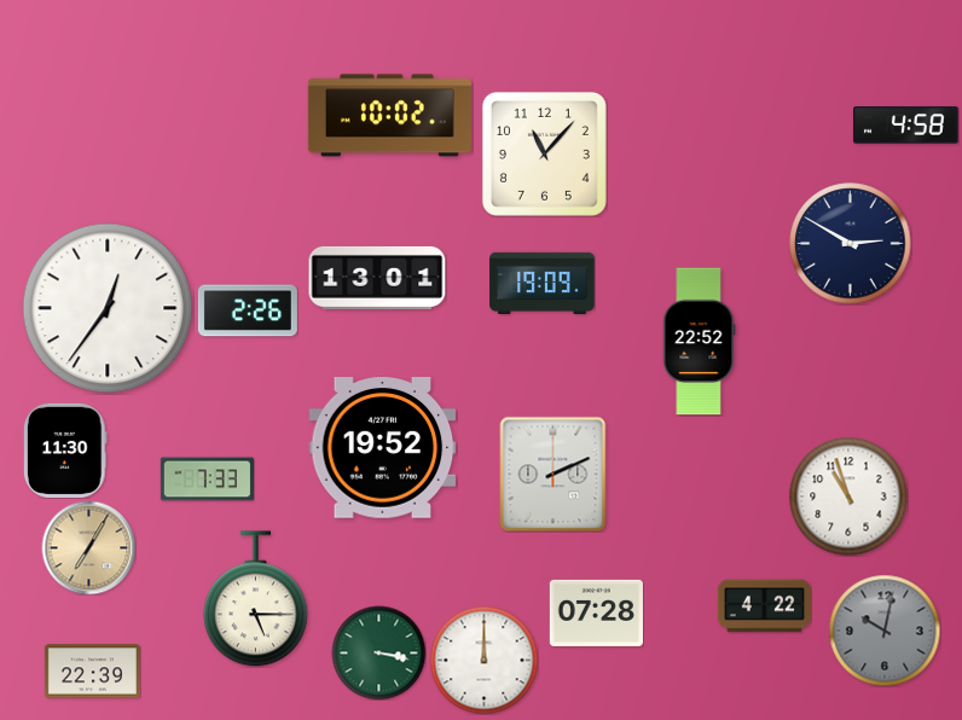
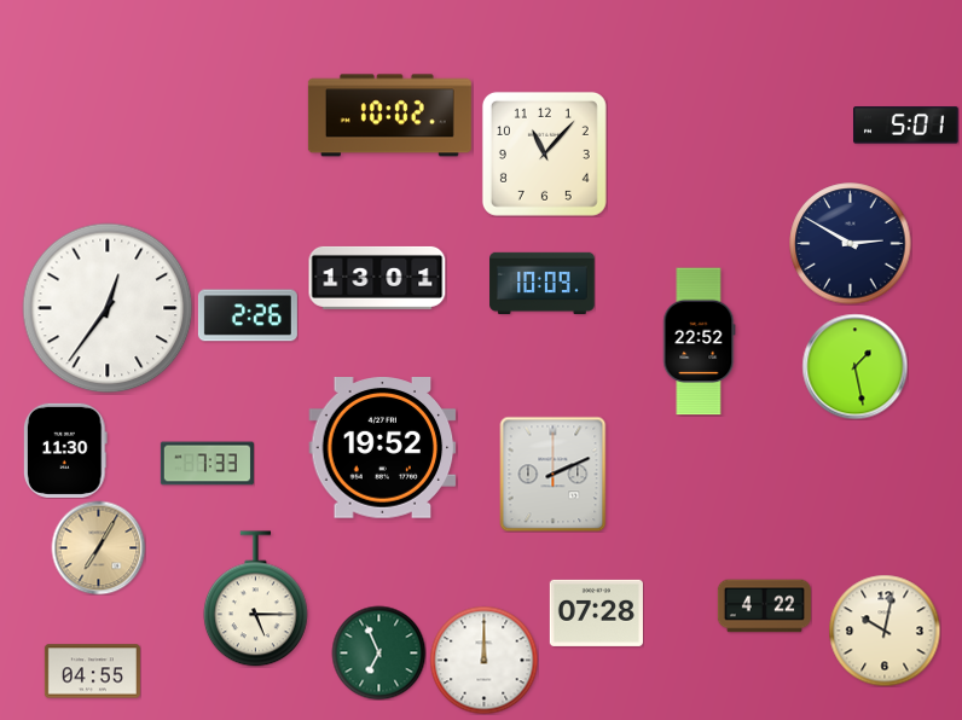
clock at (906, 126): 4:58 -> 5:01
clock at (543, 283): 19:09 -> 10:09
clock at (248, 310) position: (248, 310) -> (248, 315)
clock at (854, 366): none -> 1:28
clock at (207, 480) position: (207, 480) -> (207, 464)
clock at (848, 497): 10:57 -> none
clock at (88, 547) position: (88, 547) -> (98, 547)
clock at (885, 631) dial: grey -> cream
clock at (378, 652): 3:17 -> 6:56
clock at (92, 672): 22:39 -> 04:55
